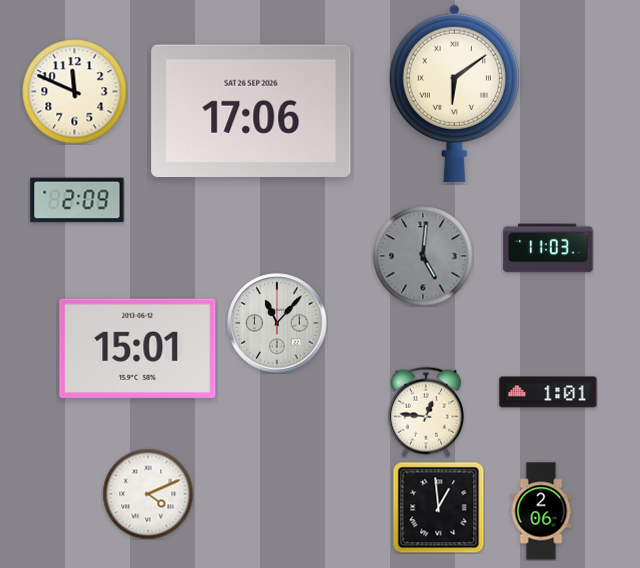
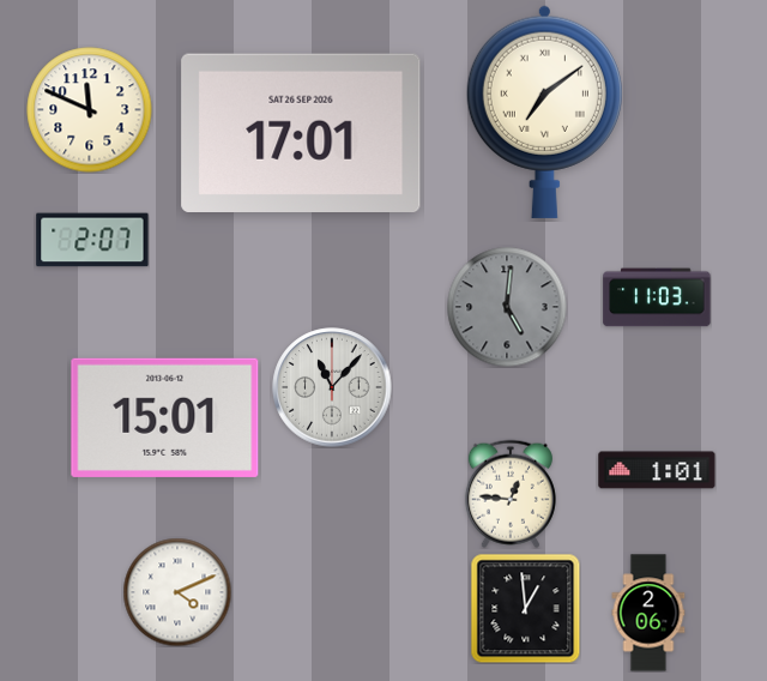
clock at (454, 93): 6:09 -> 7:09
clock at (251, 110): 17:06 -> 17:01
clock at (77, 200): 2:09 -> 2:07
